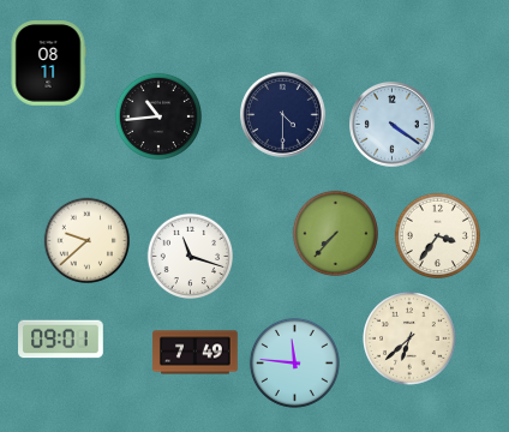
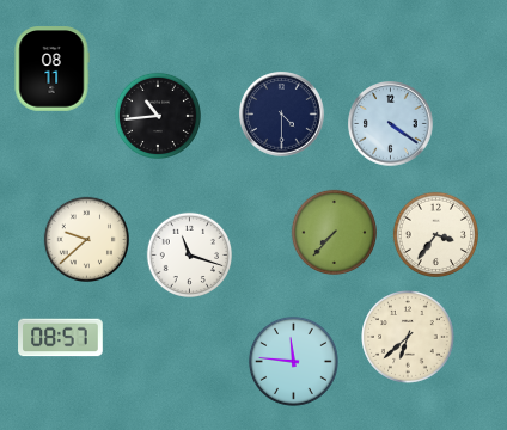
clock at (48, 64) position: (48, 64) -> (51, 69)
clock at (61, 340): 09:01 -> 08:57
clock at (196, 353): 7:49 -> none
